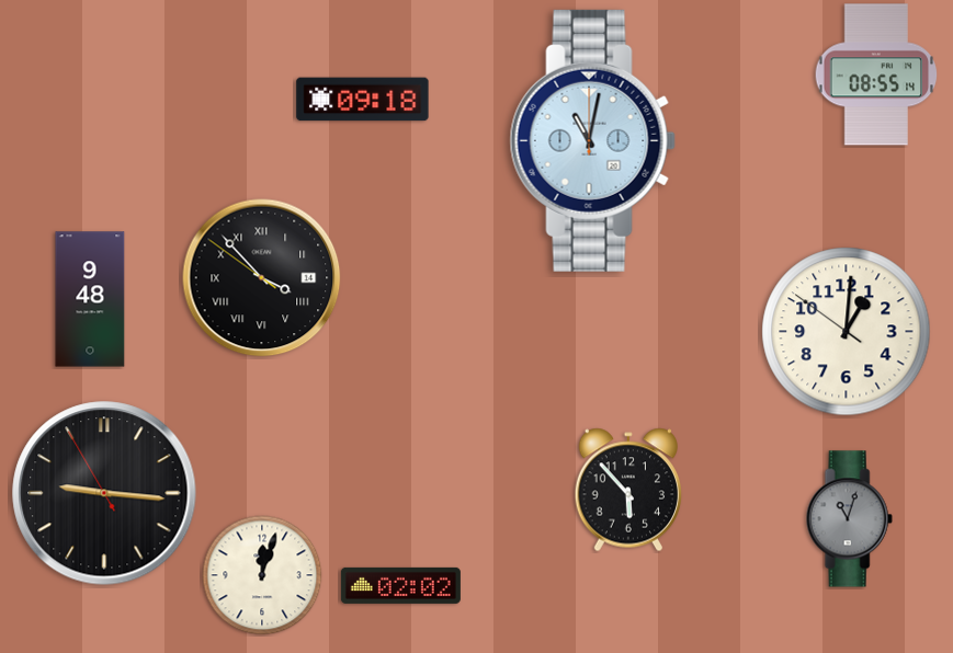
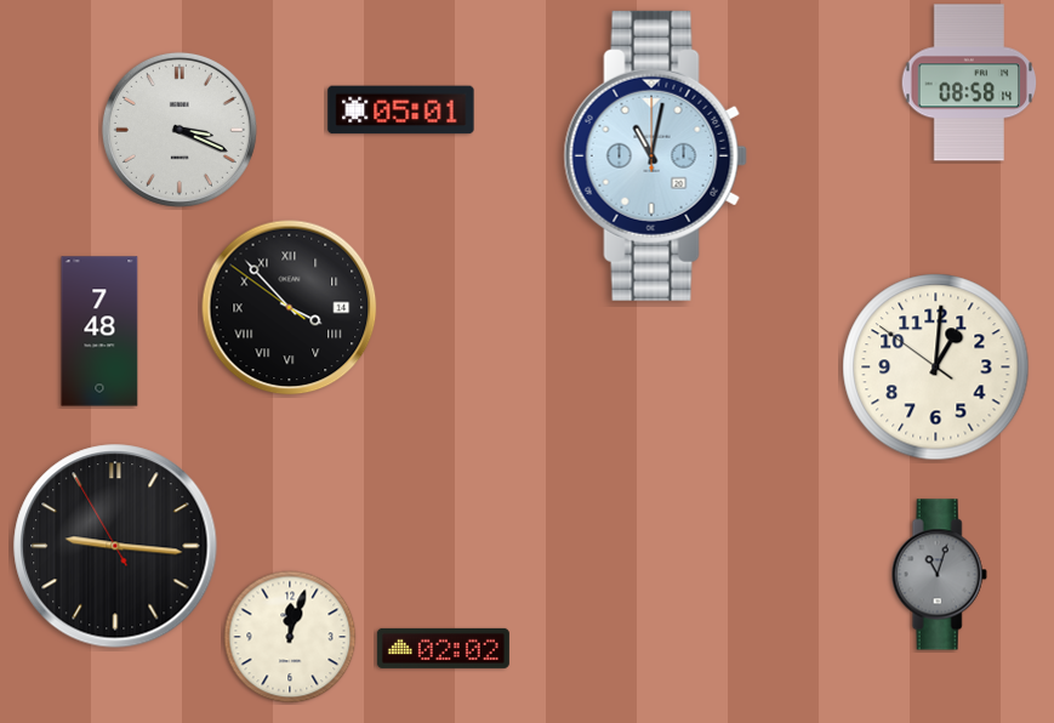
clock at (876, 75): 08:55 -> 08:58
clock at (363, 100): 09:18 -> 05:01
clock at (180, 130): none -> 3:19
clock at (90, 299): 9:48 -> 7:48
clock at (627, 490): 5:53 -> none
